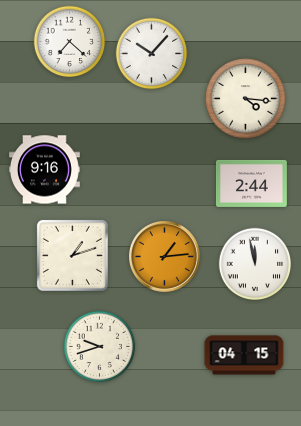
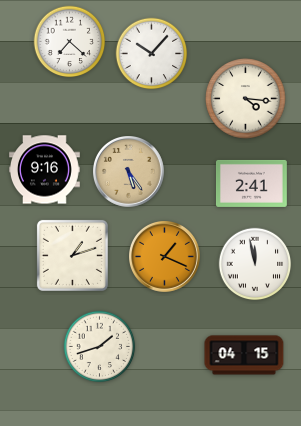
clock at (129, 172): none -> 5:24
clock at (251, 183): 2:44 -> 2:41
clock at (165, 257): 1:14 -> 1:19
clock at (100, 347): 9:42 -> 1:42
